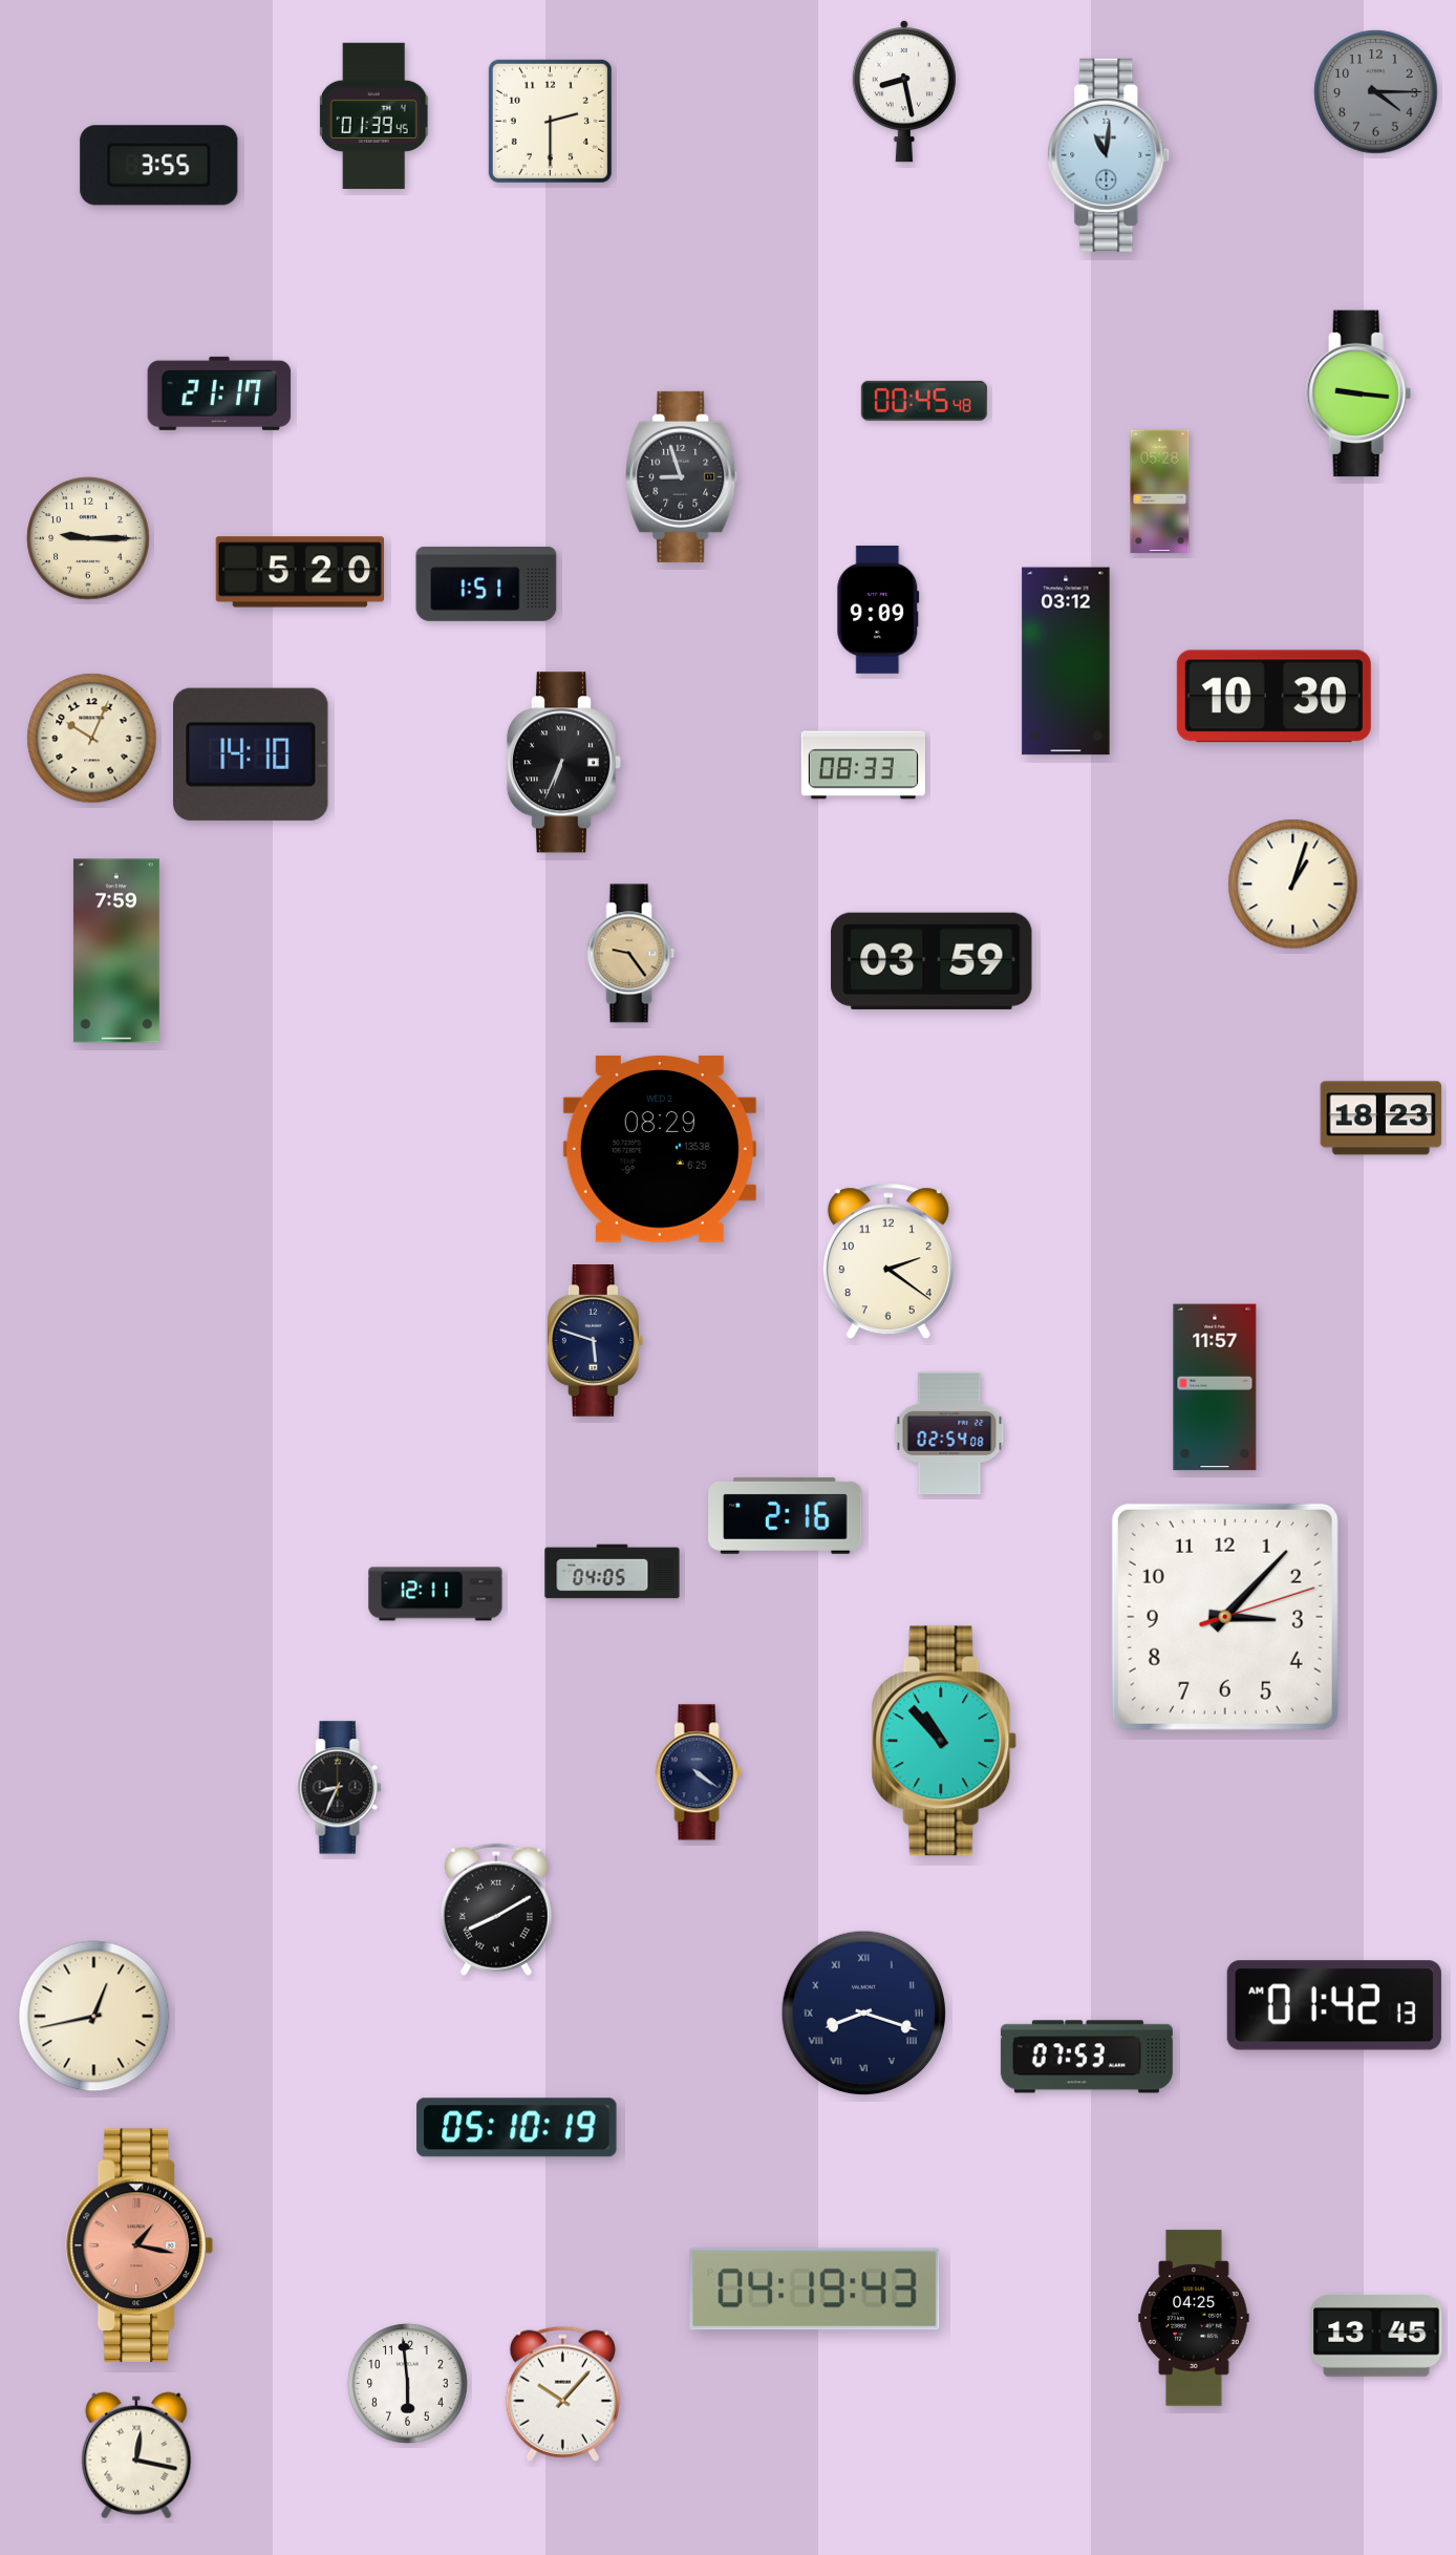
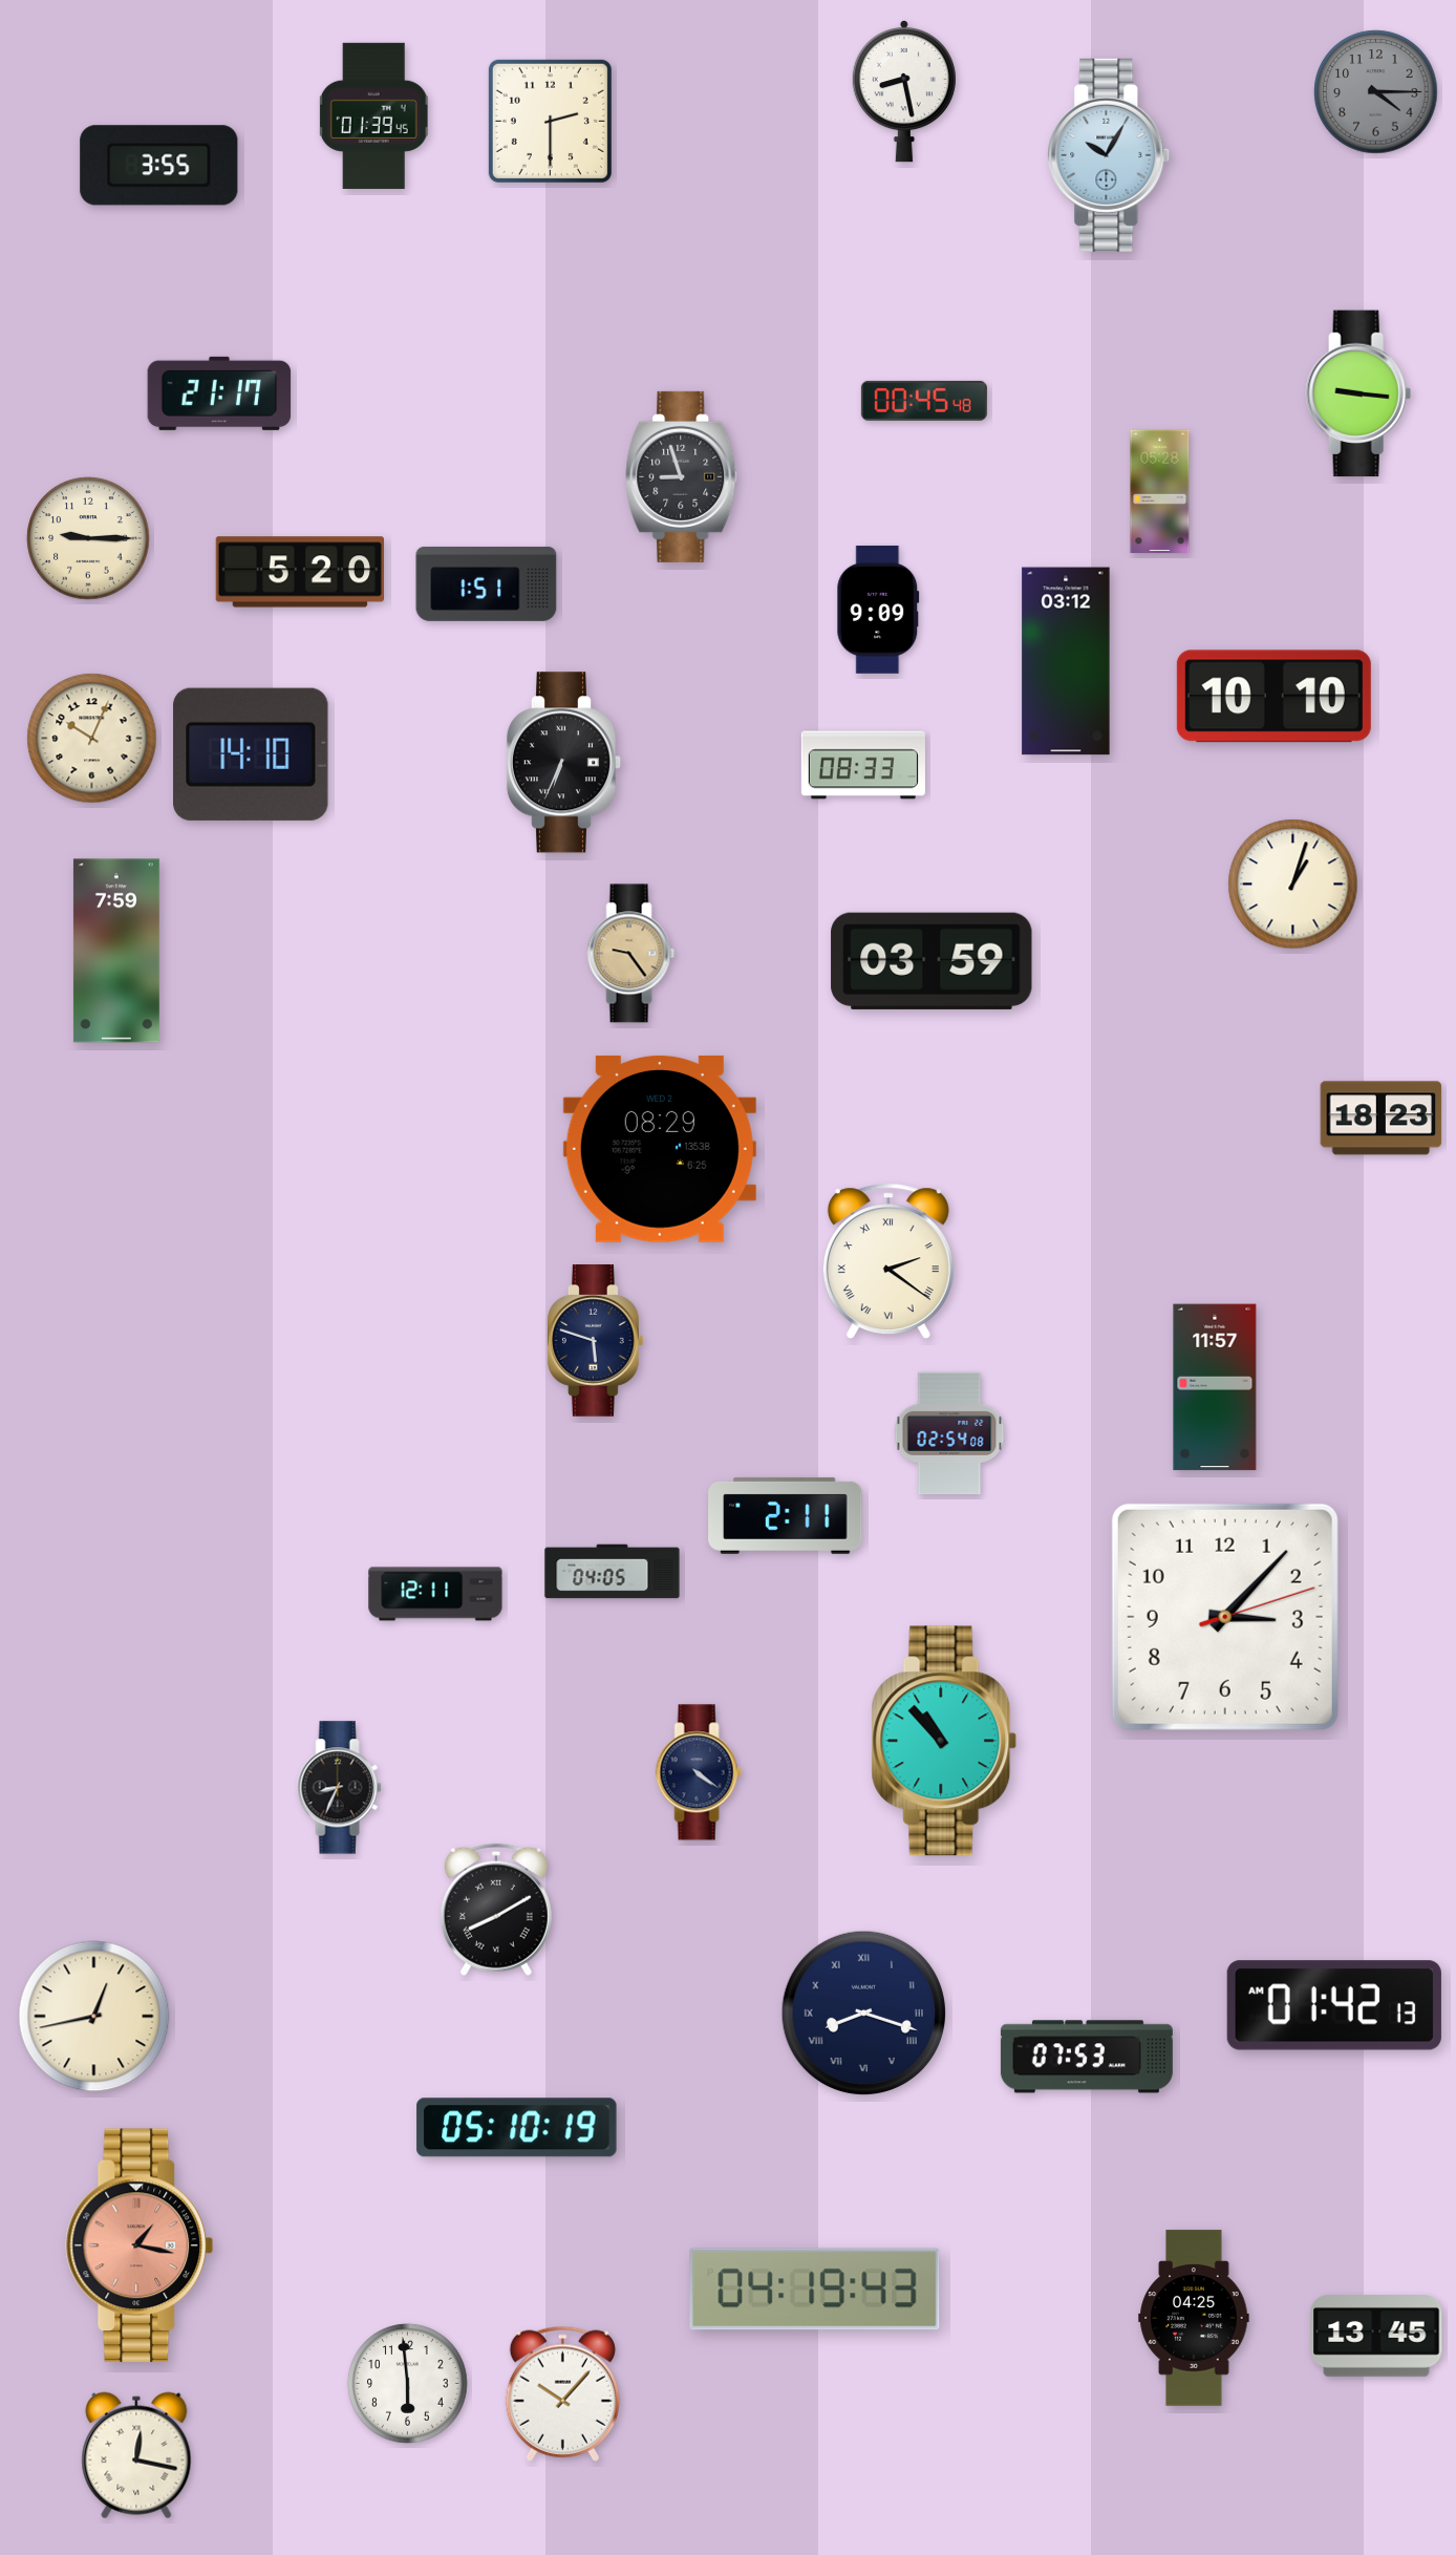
clock at (1109, 155): 11:01 -> 10:05
clock at (1273, 697): 10:30 -> 10:10
clock at (888, 1261) numerals: Arabic -> Roman
clock at (786, 1515): 2:16 -> 2:11
